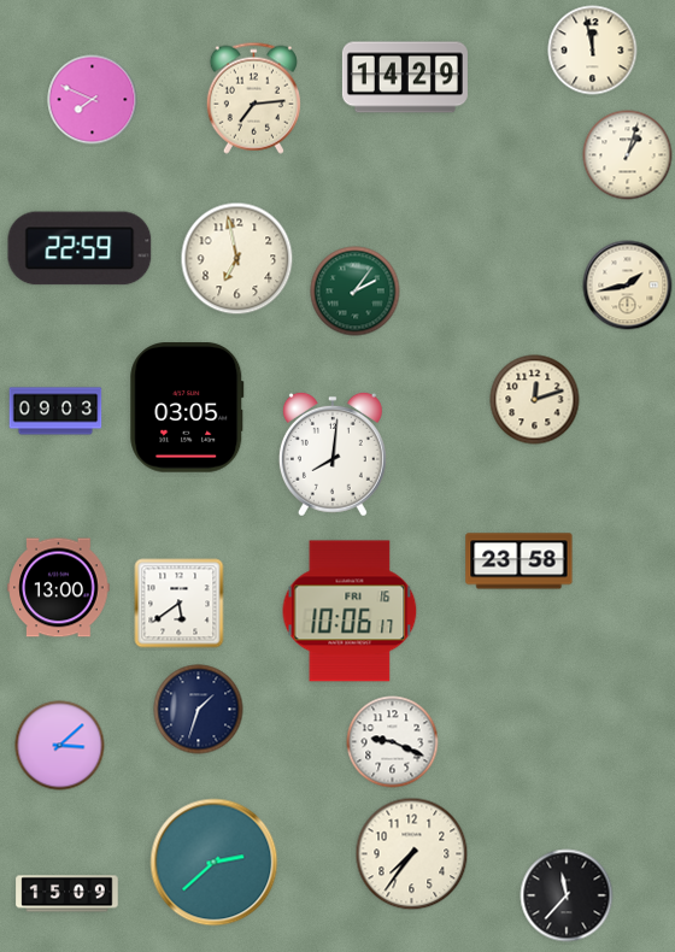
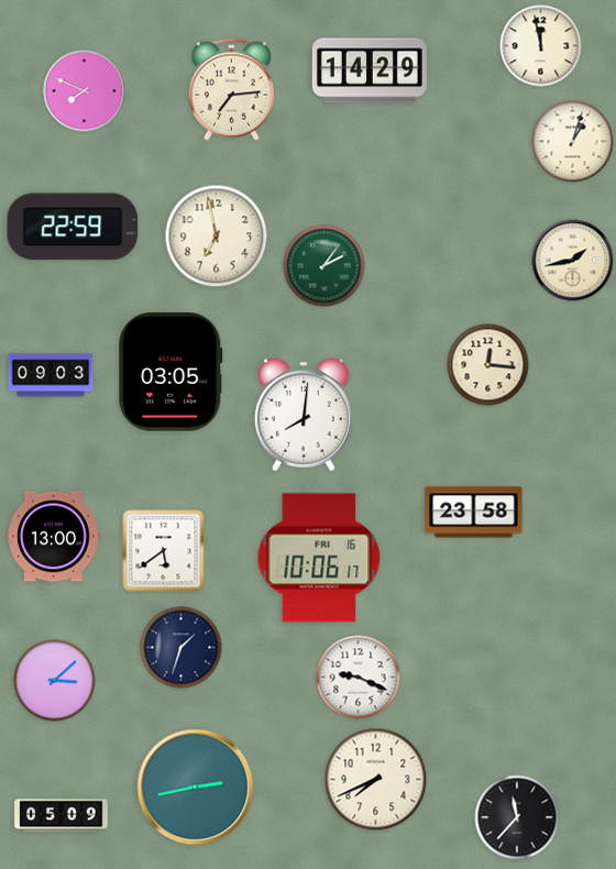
clock at (535, 400): 12:12 -> 12:16
clock at (412, 854): 7:36 -> 7:41
clock at (215, 863): 2:38 -> 2:43
clock at (67, 894): 15:09 -> 05:09
